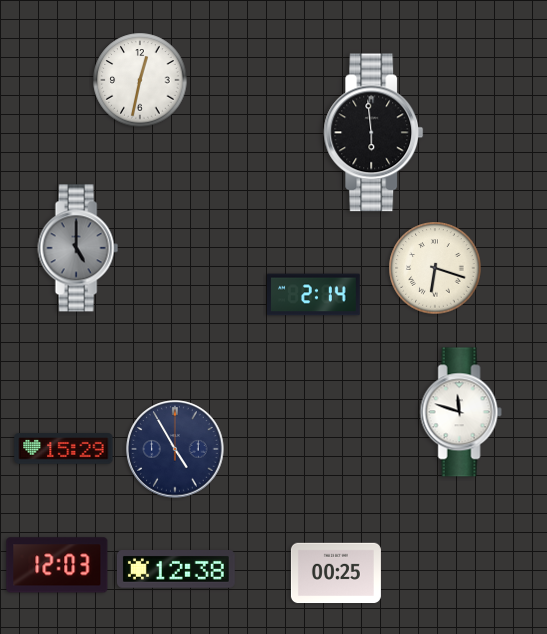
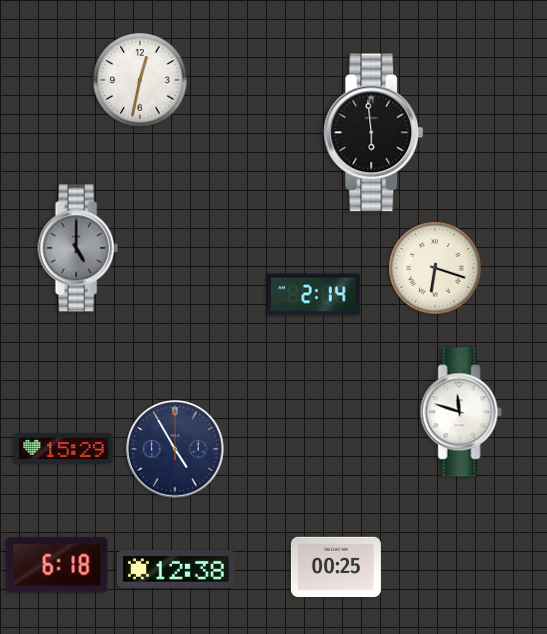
clock at (57, 565): 12:03 -> 6:18
clock at (336, 573) position: (336, 573) -> (336, 567)
